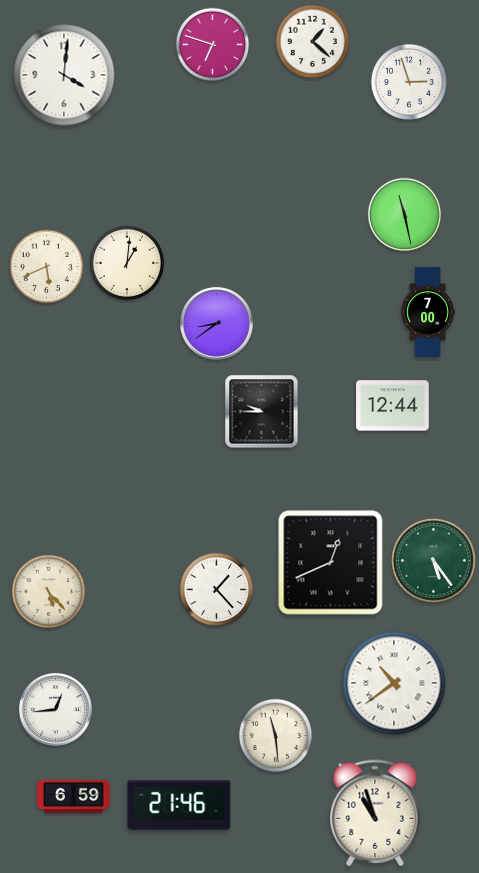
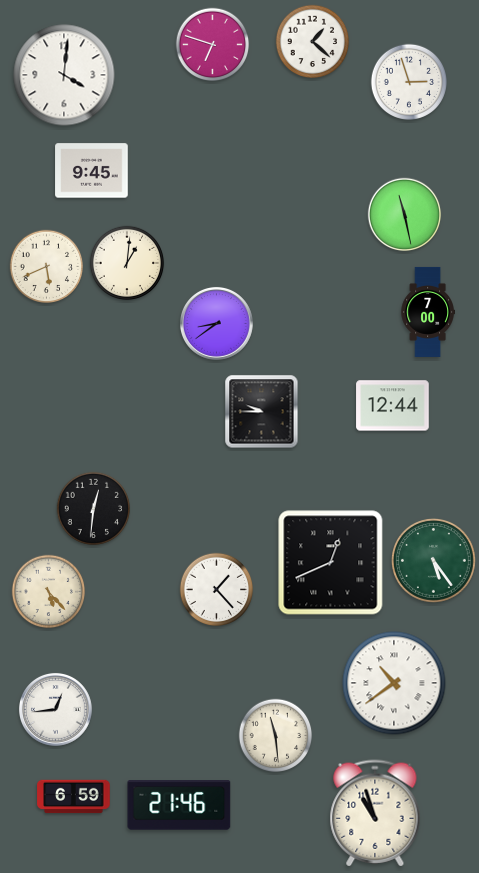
clock at (92, 171): none -> 9:45
clock at (94, 509): none -> 12:31
